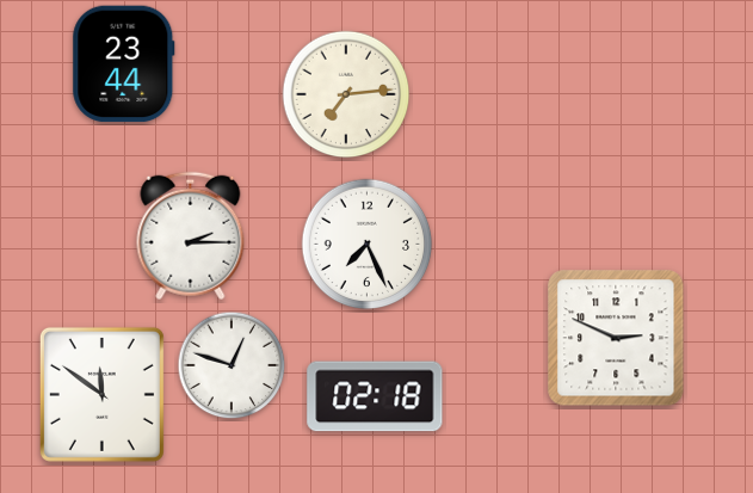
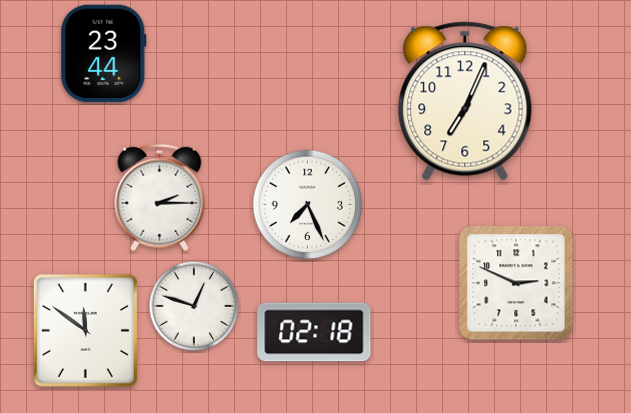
clock at (346, 94): 7:14 -> none
clock at (465, 101): none -> 7:04
